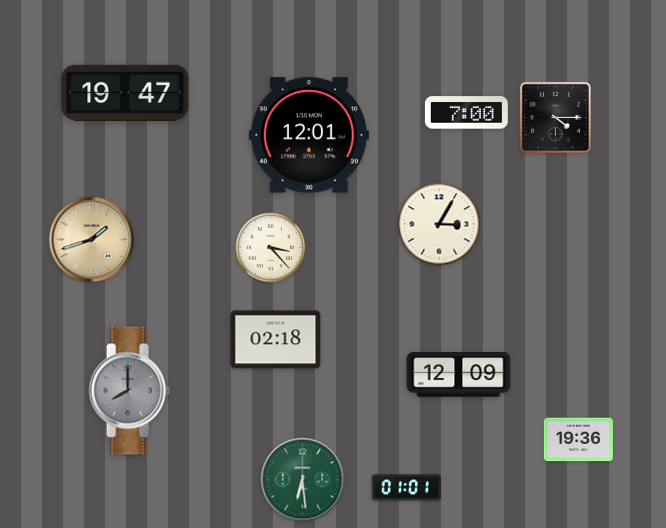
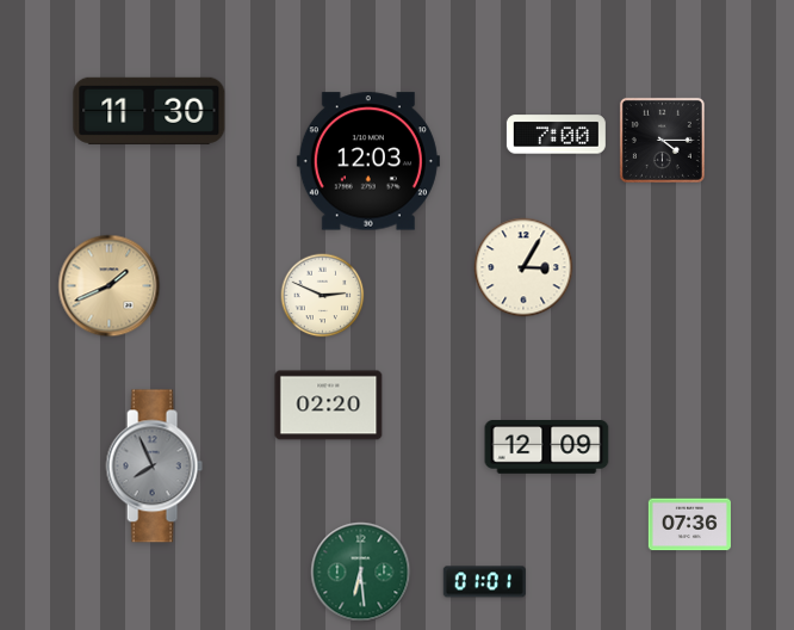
clock at (125, 93): 19:47 -> 11:30
clock at (309, 135): 12:01 -> 12:03
clock at (92, 240): 1:42 -> 1:41
clock at (271, 248): 3:23 -> 2:49
clock at (276, 340): 02:18 -> 02:20
clock at (129, 391): 8:00 -> 7:56
clock at (578, 440): 19:36 -> 07:36
